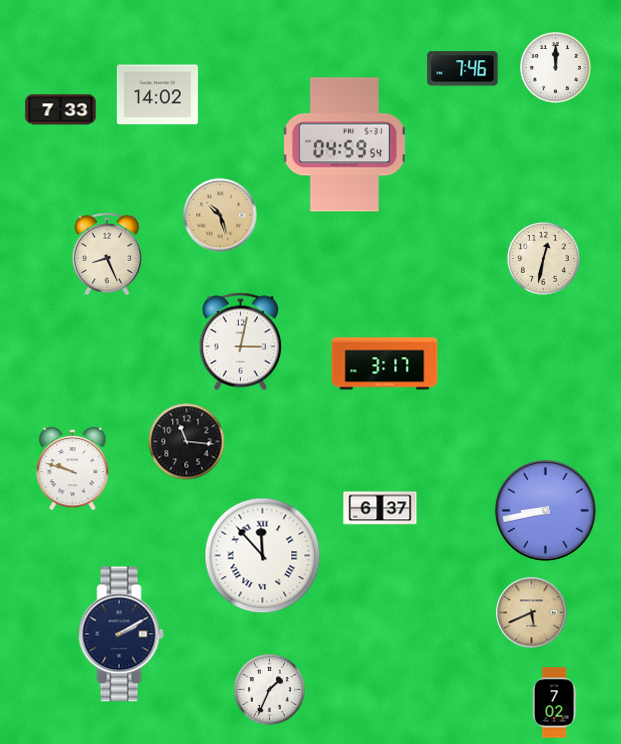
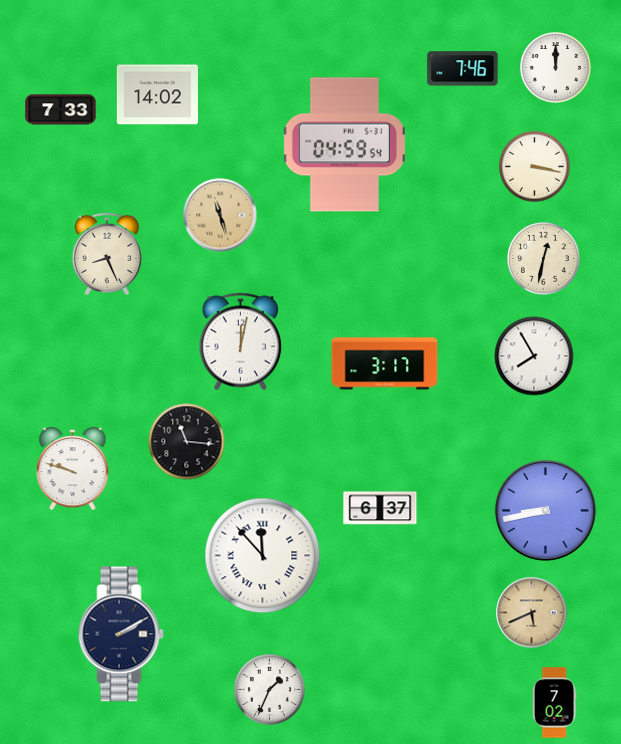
clock at (535, 167): none -> 3:17
clock at (220, 215): 10:27 -> 11:27
clock at (241, 342): 3:02 -> 12:02
clock at (534, 356): none -> 7:55
